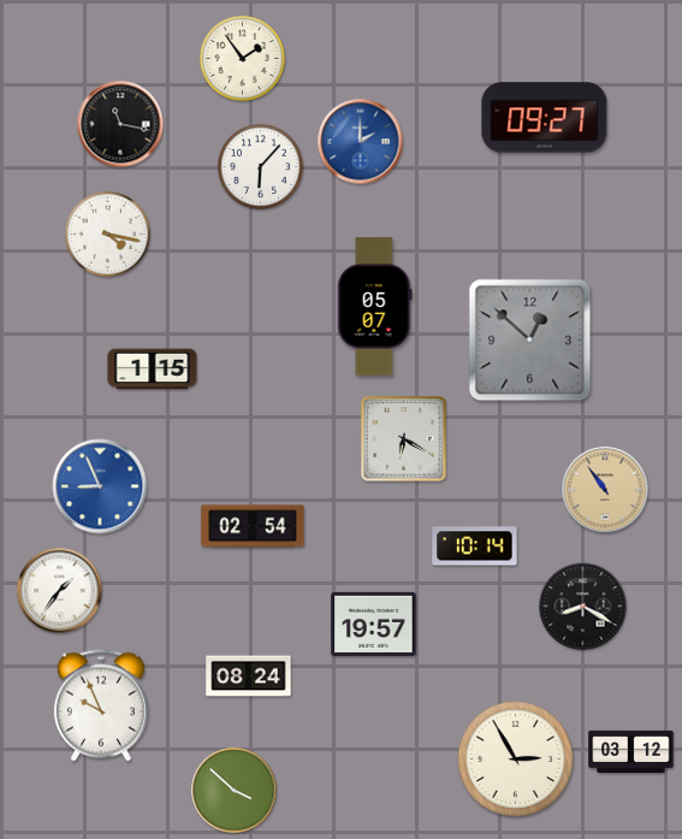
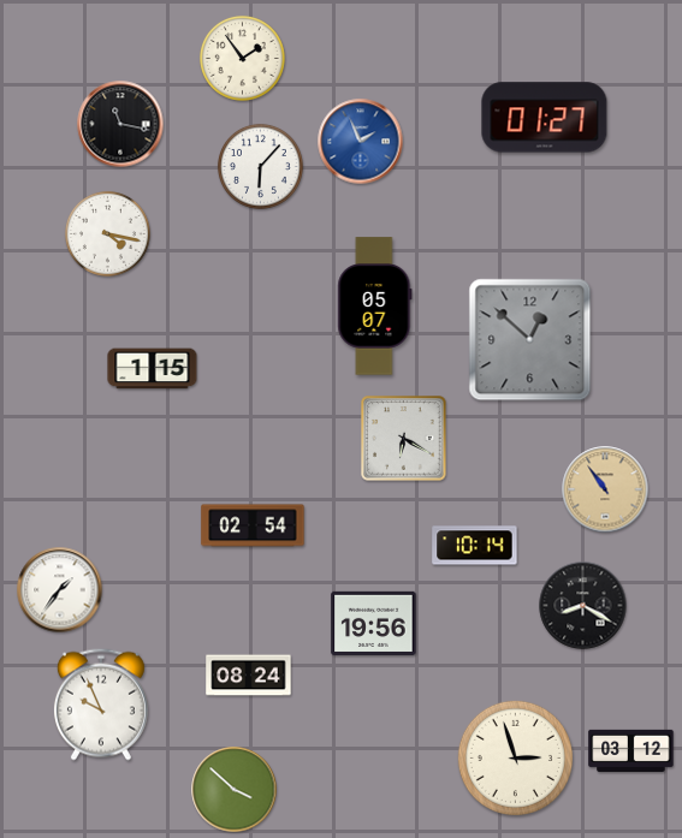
clock at (545, 118): 09:27 -> 01:27
clock at (361, 142): 2:00 -> 1:56
clock at (100, 486): 8:56 -> none
clock at (374, 624): 19:57 -> 19:56
clock at (515, 758): 2:55 -> 2:57
